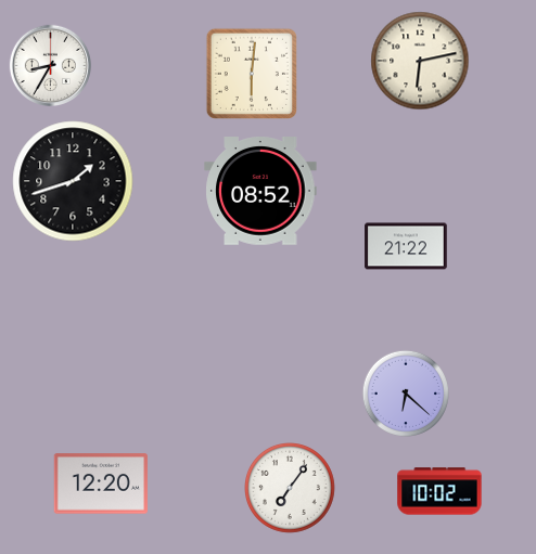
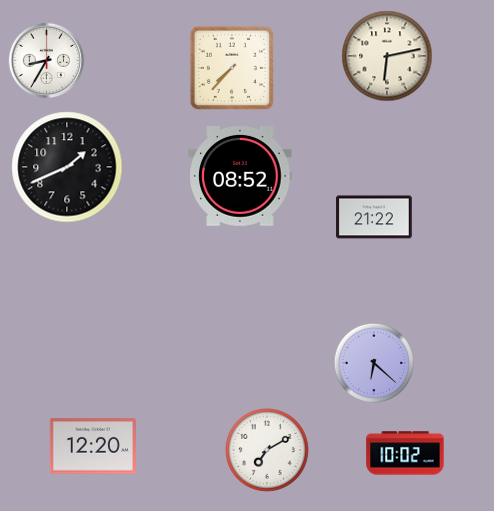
clock at (251, 73): 6:01 -> 7:37
clock at (73, 181): 1:42 -> 1:41
clock at (406, 246) position: (406, 246) -> (374, 217)
clock at (291, 489): 7:06 -> 7:10
